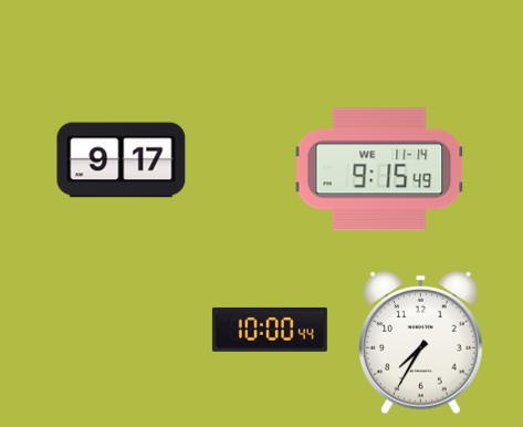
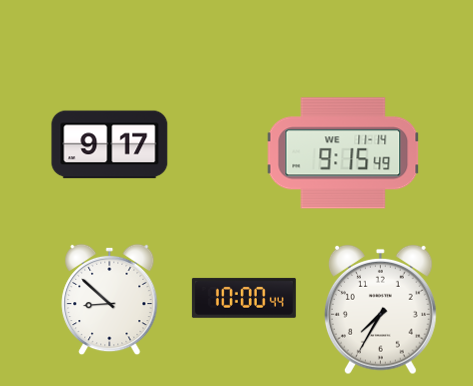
clock at (110, 300): none -> 8:52
